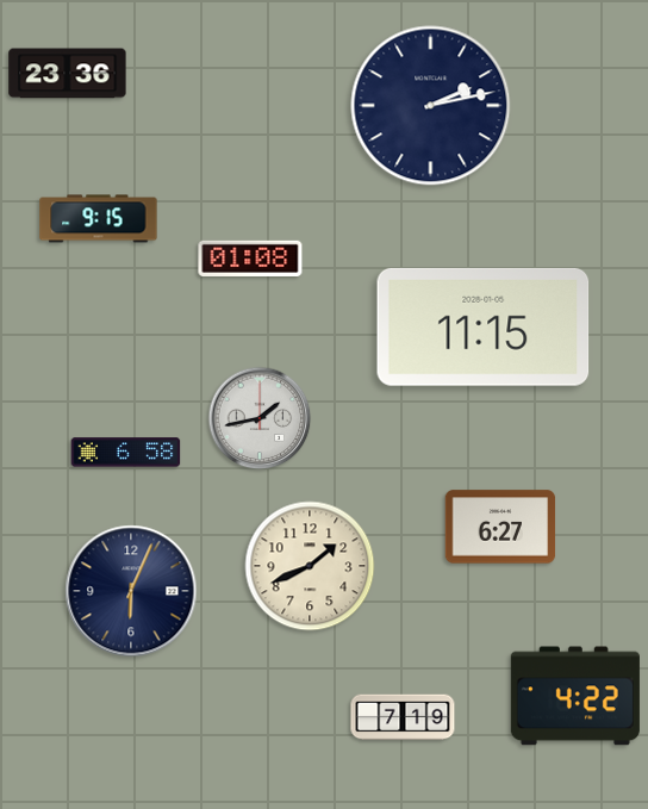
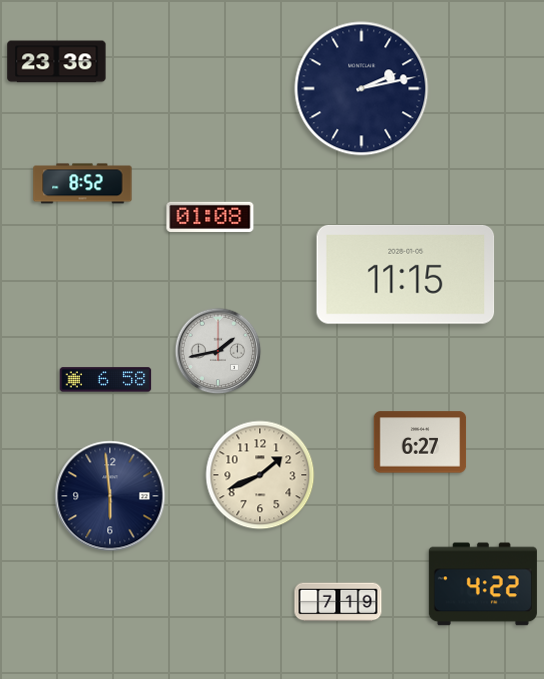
clock at (99, 219): 9:15 -> 8:52
clock at (131, 591): 6:04 -> 5:59
